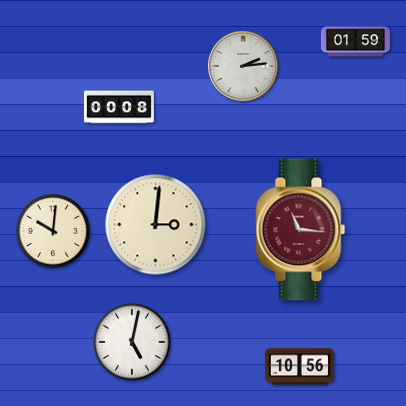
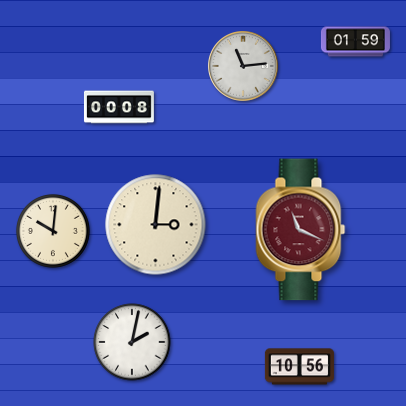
clock at (244, 67): 2:14 -> 11:14
clock at (301, 230): 11:16 -> 11:19
clock at (132, 342): 5:02 -> 2:02
